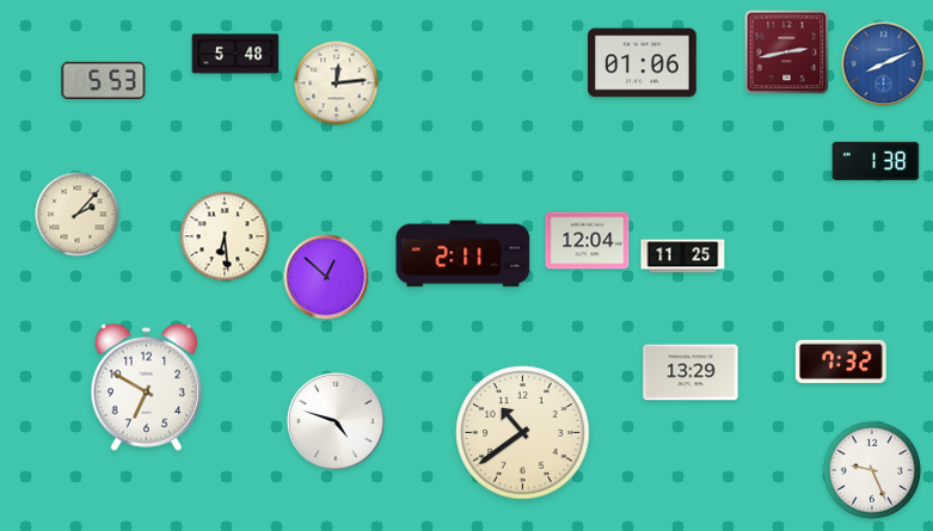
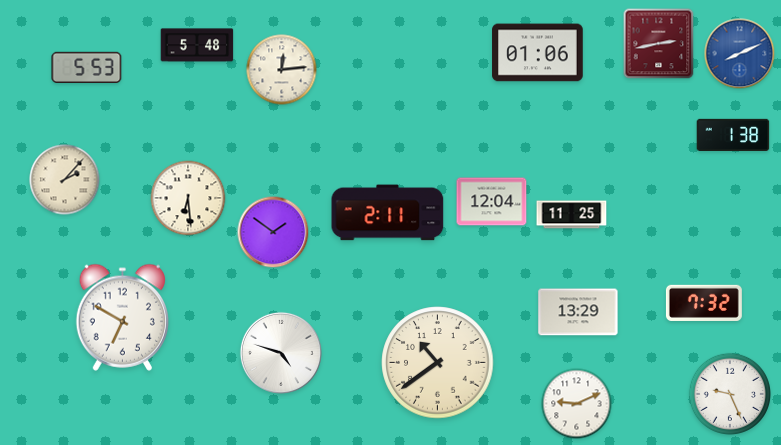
clock at (326, 277): 12:52 -> 1:51
clock at (146, 387) position: (146, 387) -> (122, 317)
clock at (577, 404): none -> 9:11
